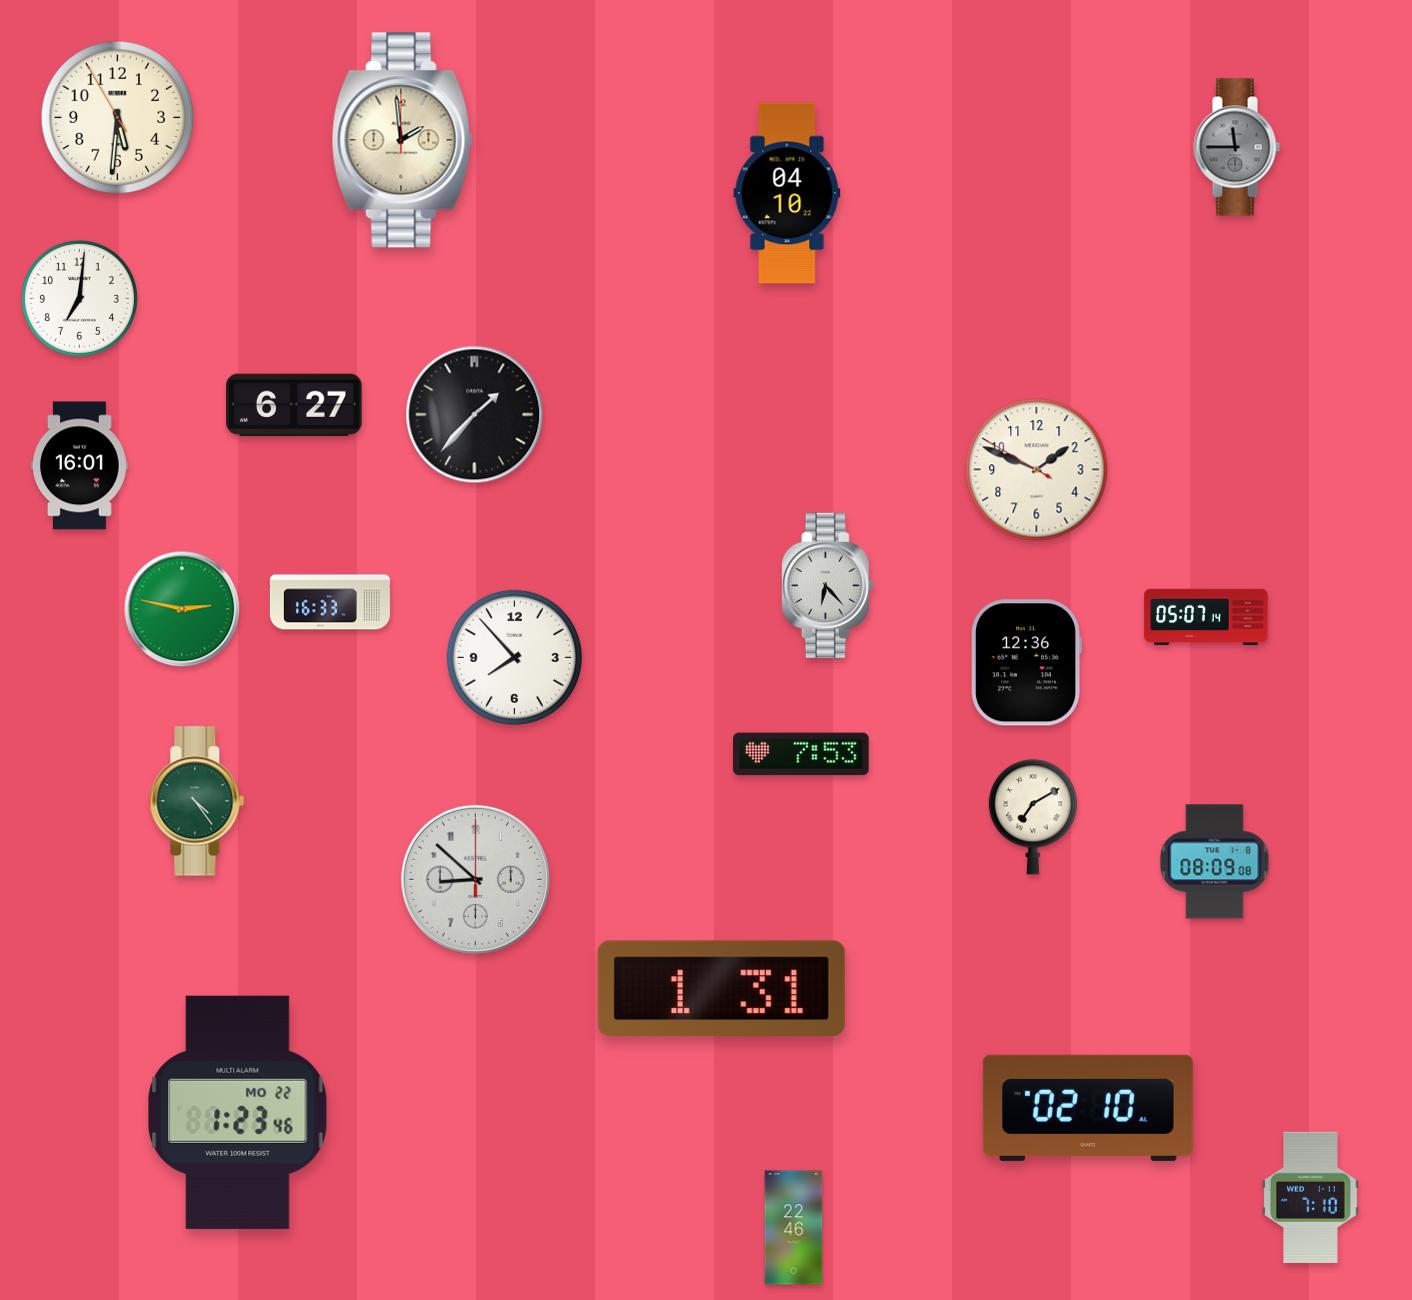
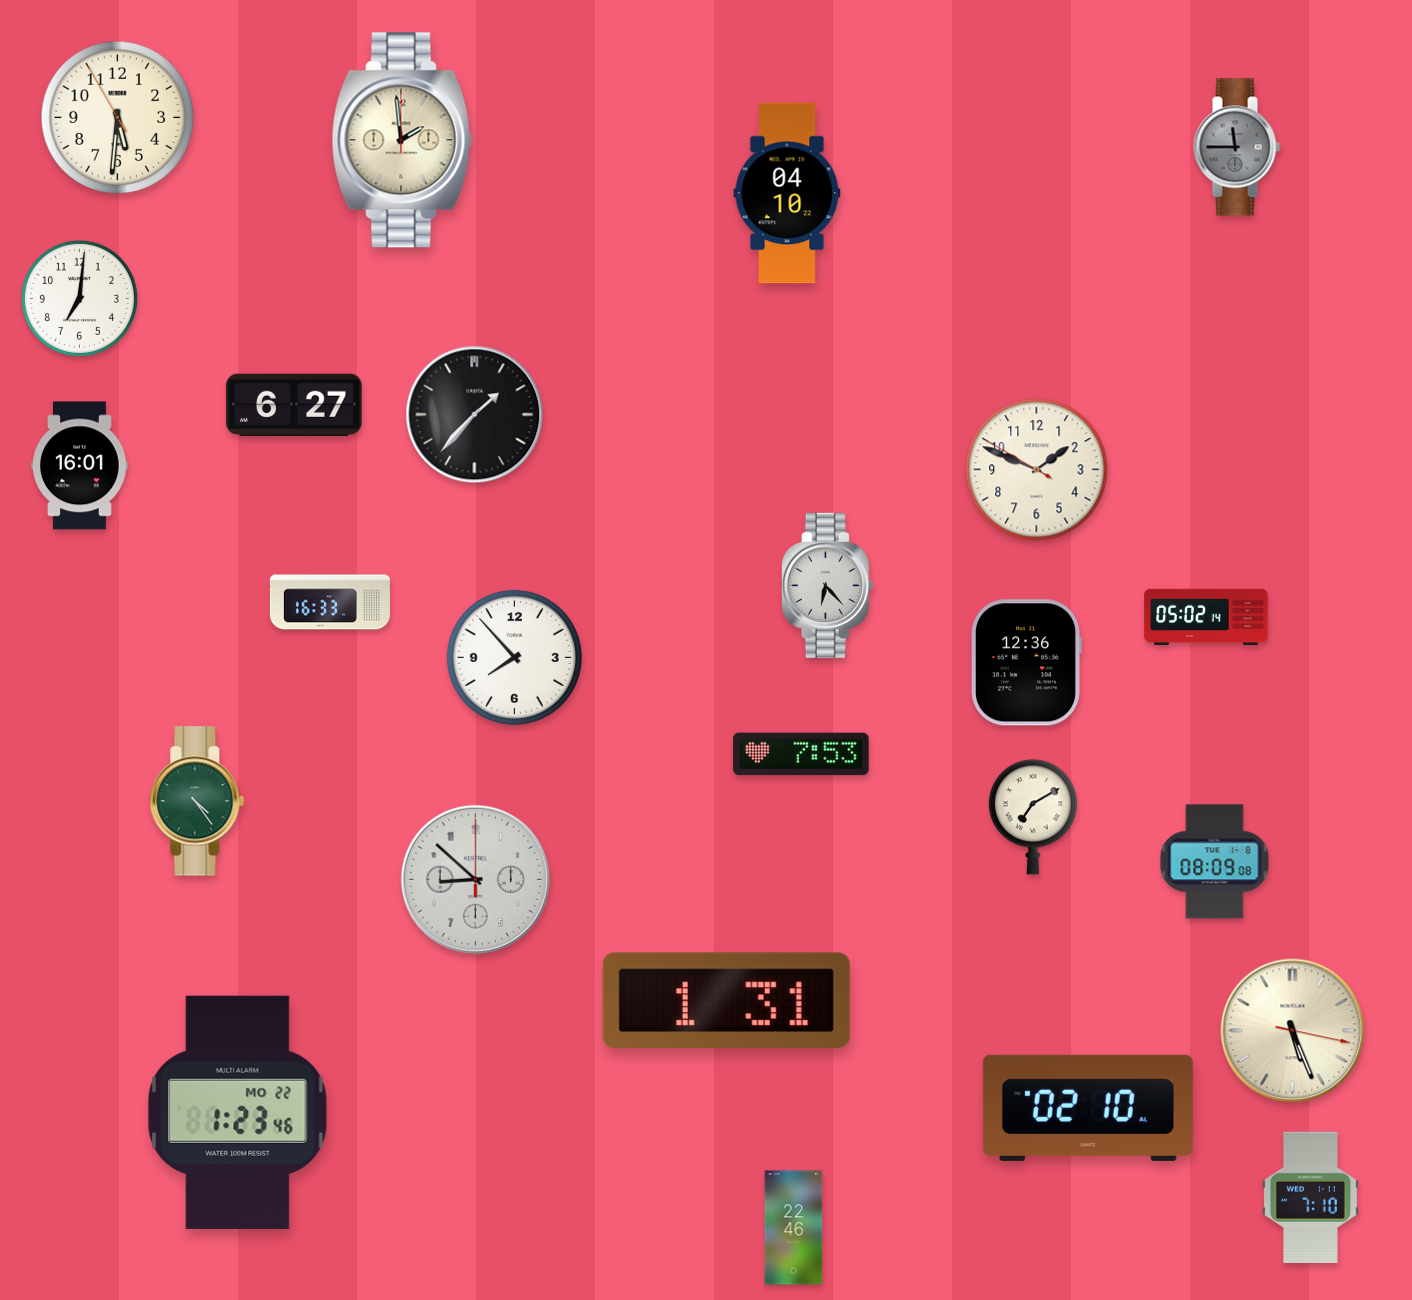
clock at (182, 609): 2:47 -> none
clock at (1206, 617): 05:07 -> 05:02
clock at (721, 988) position: (721, 988) -> (726, 1000)
clock at (1293, 1031): none -> 5:26
